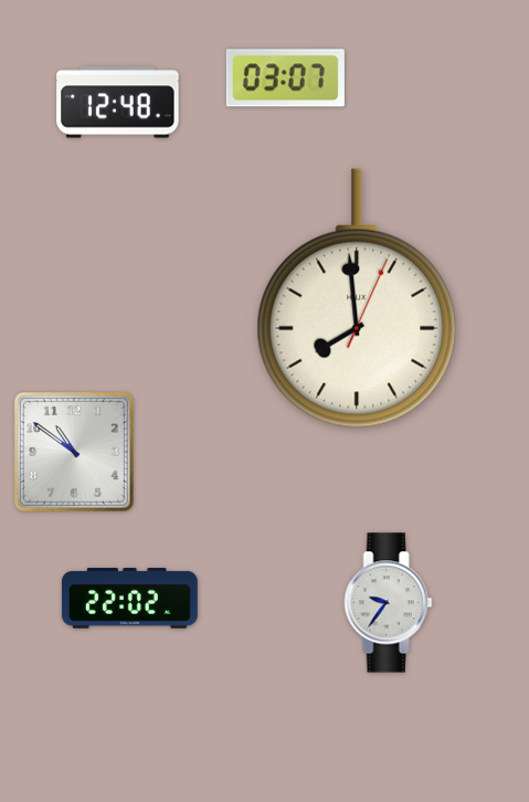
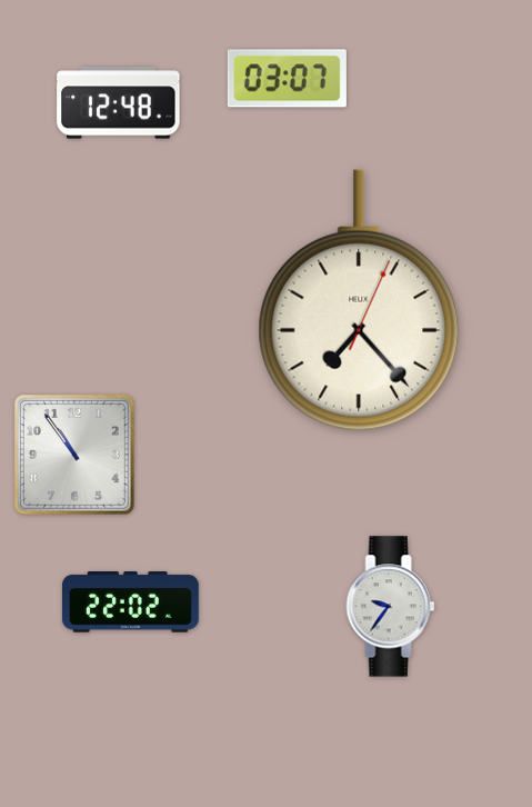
clock at (357, 298): 7:59 -> 7:23
clock at (74, 452): 10:51 -> 10:54
